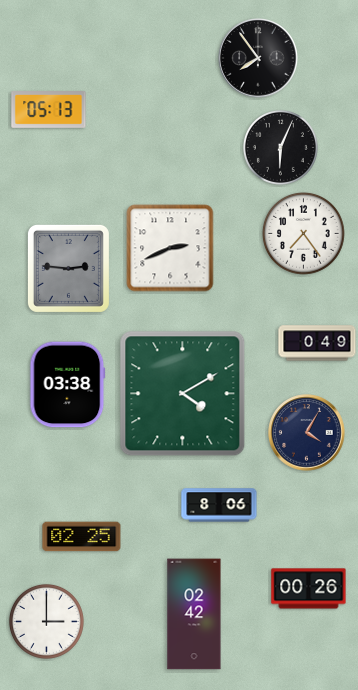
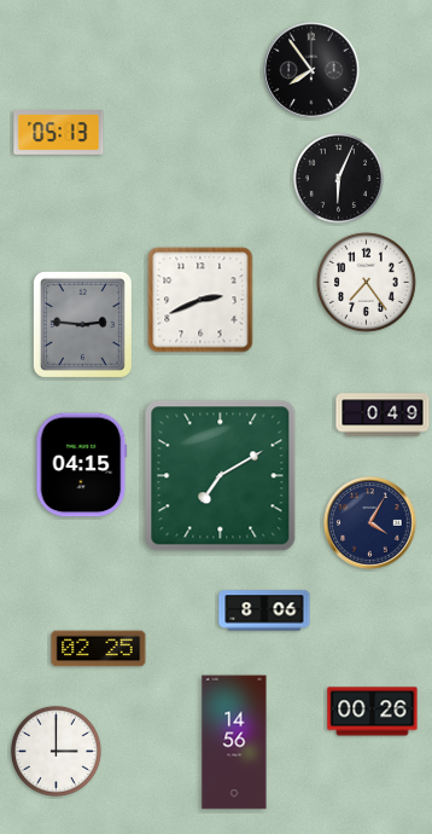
clock at (170, 248) position: (170, 248) -> (200, 300)
clock at (68, 385): 03:38 -> 04:15
clock at (183, 394): 4:10 -> 7:10
clock at (194, 614): 02:42 -> 14:56
